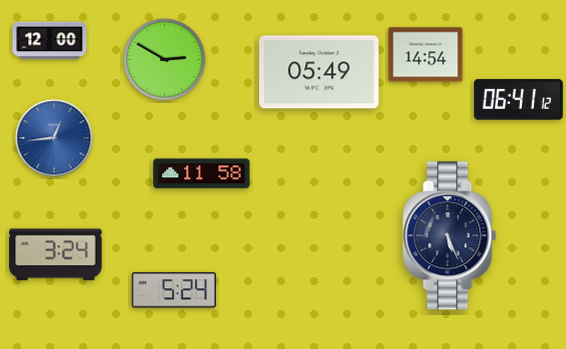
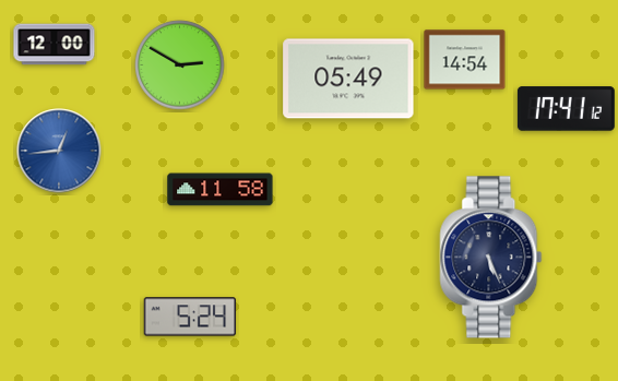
clock at (518, 100): 06:41 -> 17:41
clock at (56, 255): 3:24 -> none
